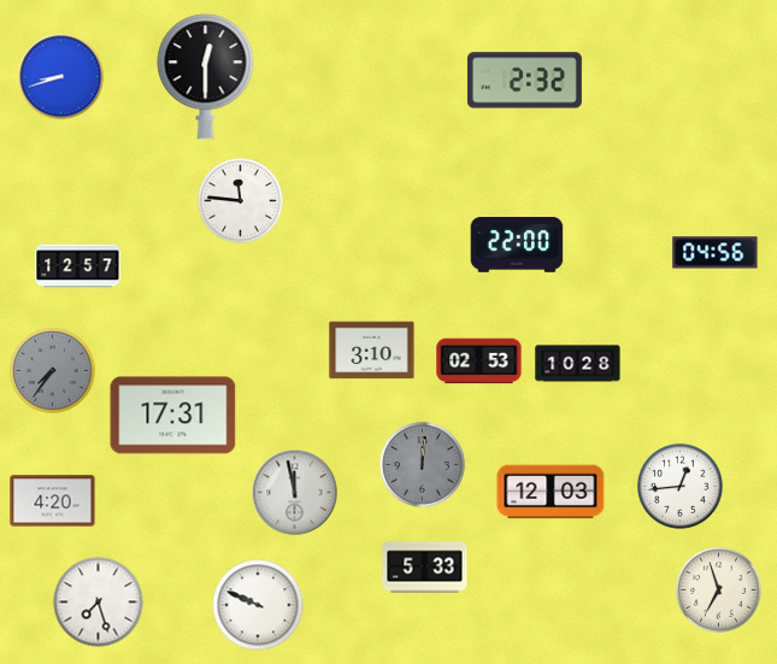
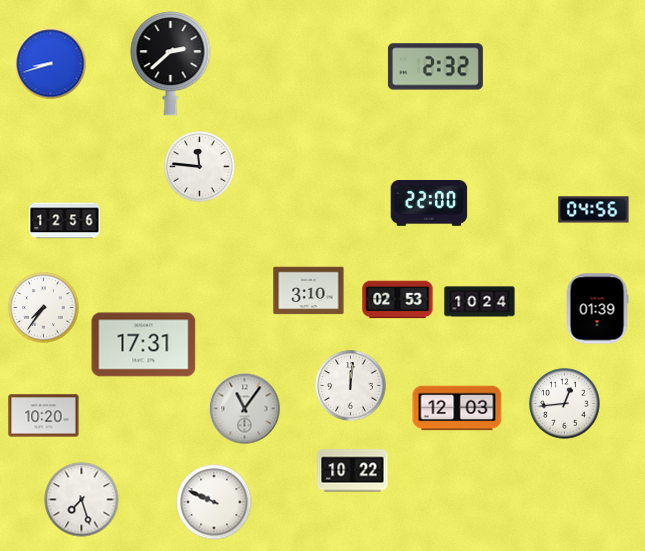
clock at (206, 77): 12:30 -> 2:38
clock at (78, 266): 12:57 -> 12:56
clock at (578, 364): 10:28 -> 10:24
clock at (53, 371) dial: grey -> white
clock at (597, 309): none -> 01:39
clock at (423, 465) dial: grey -> white
clock at (295, 493): 11:58 -> 11:06
clock at (53, 501): 4:20 -> 10:20
clock at (425, 568): 5:33 -> 10:22
clock at (719, 590): 6:57 -> none
